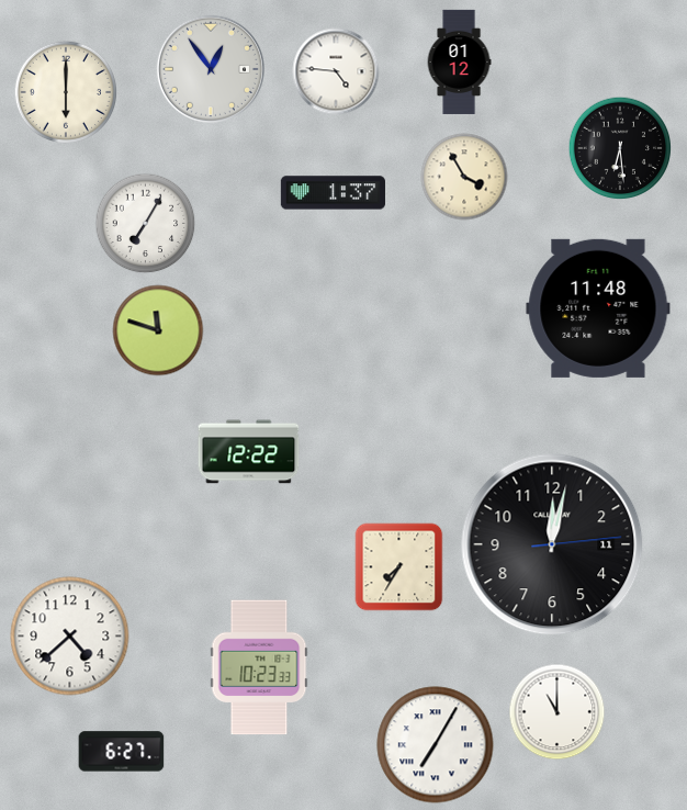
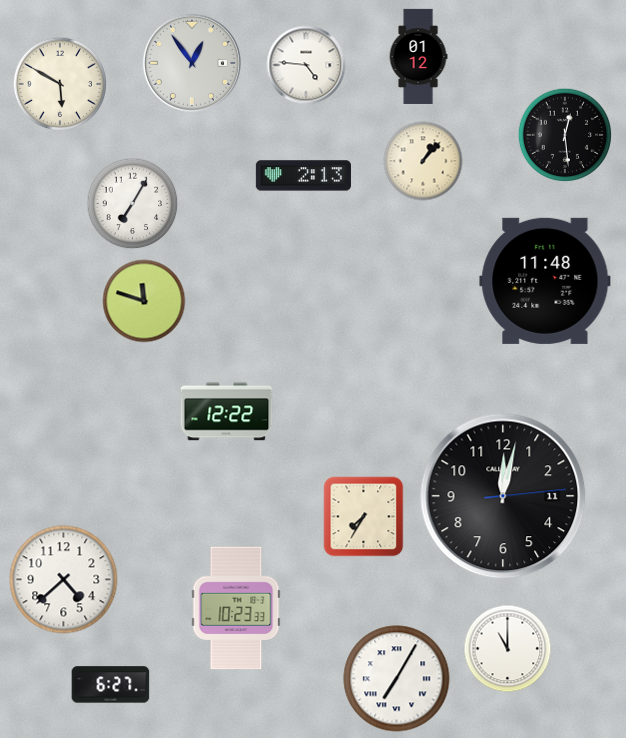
clock at (66, 92): 6:00 -> 5:50
clock at (620, 148): 6:29 -> 12:29
clock at (464, 177): 3:55 -> 1:07
clock at (333, 193): 1:37 -> 2:13
